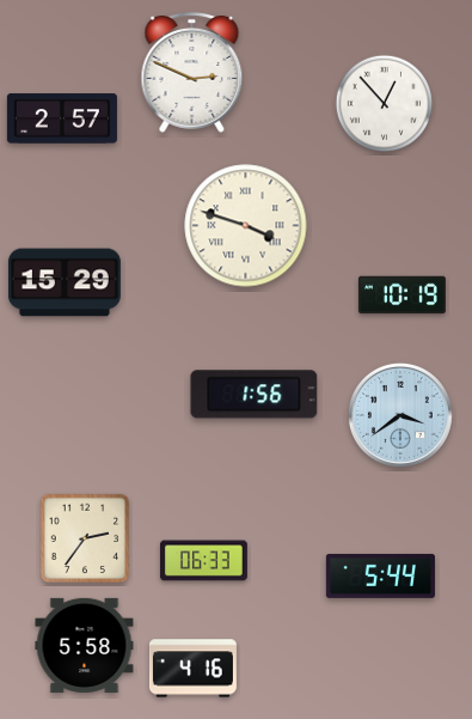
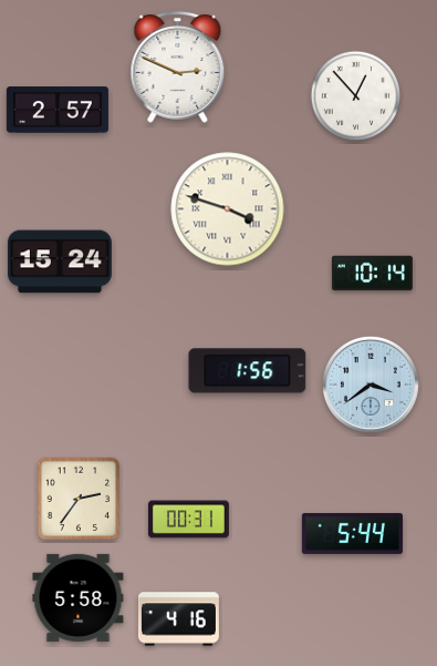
clock at (65, 282): 15:29 -> 15:24
clock at (401, 295): 10:19 -> 10:14
clock at (255, 395) position: (255, 395) -> (248, 371)
clock at (203, 561): 06:33 -> 00:31
